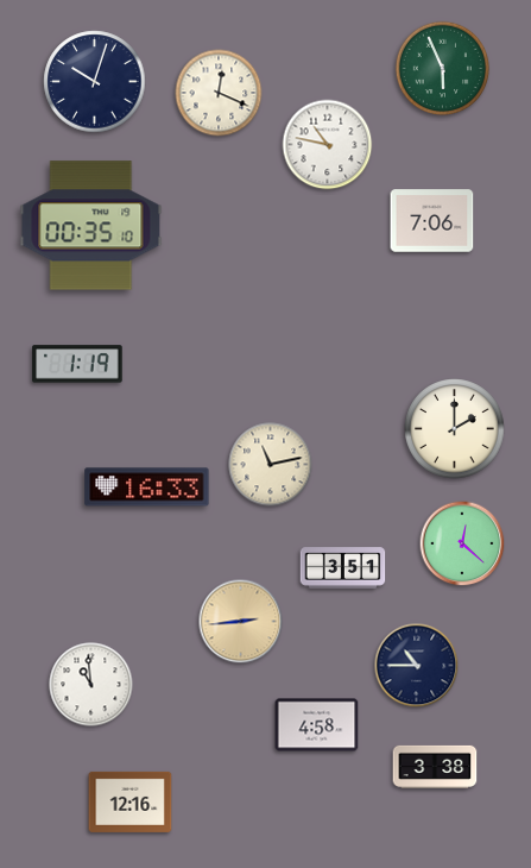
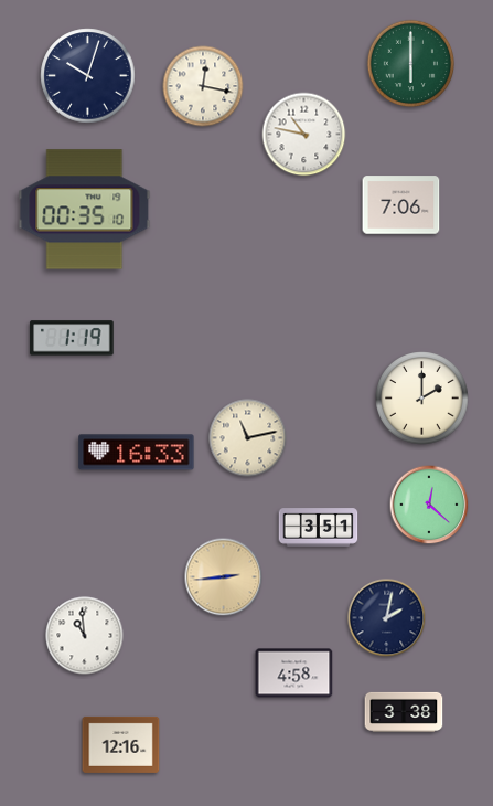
clock at (443, 69): 5:56 -> 6:00
clock at (219, 93): 12:19 -> 12:17
clock at (271, 465) position: (271, 465) -> (248, 438)
clock at (417, 666): 10:45 -> 2:02
